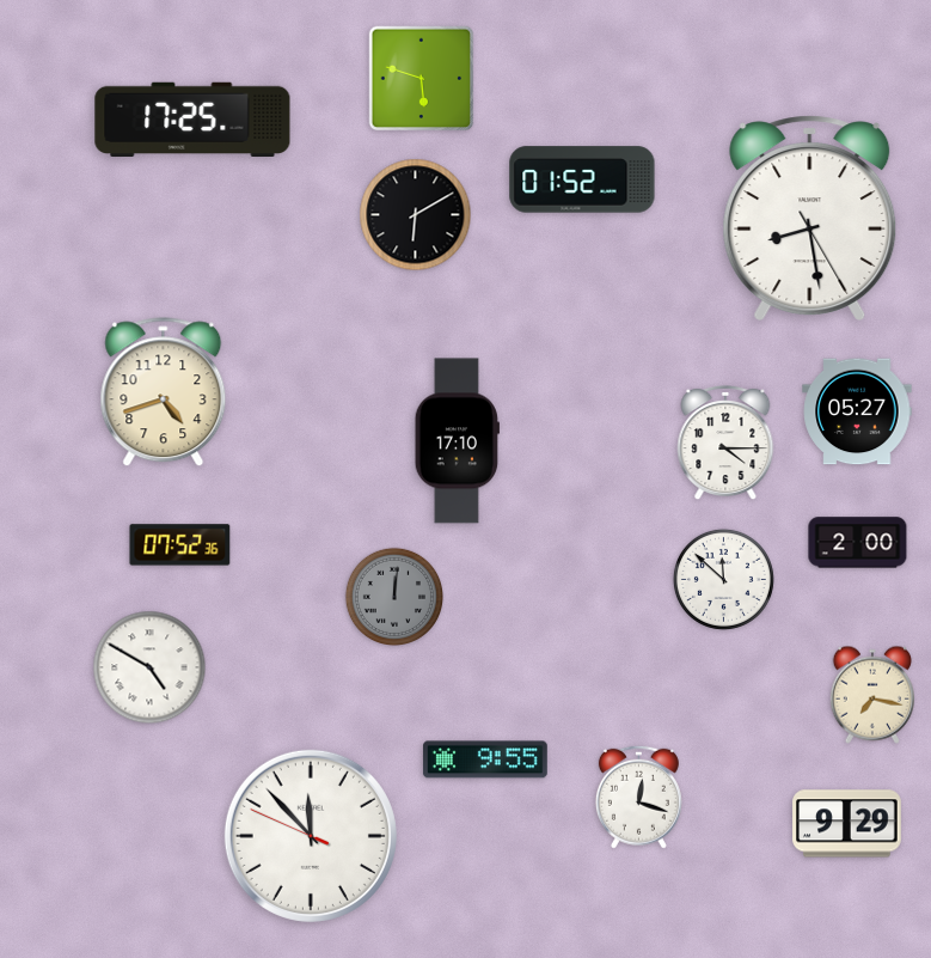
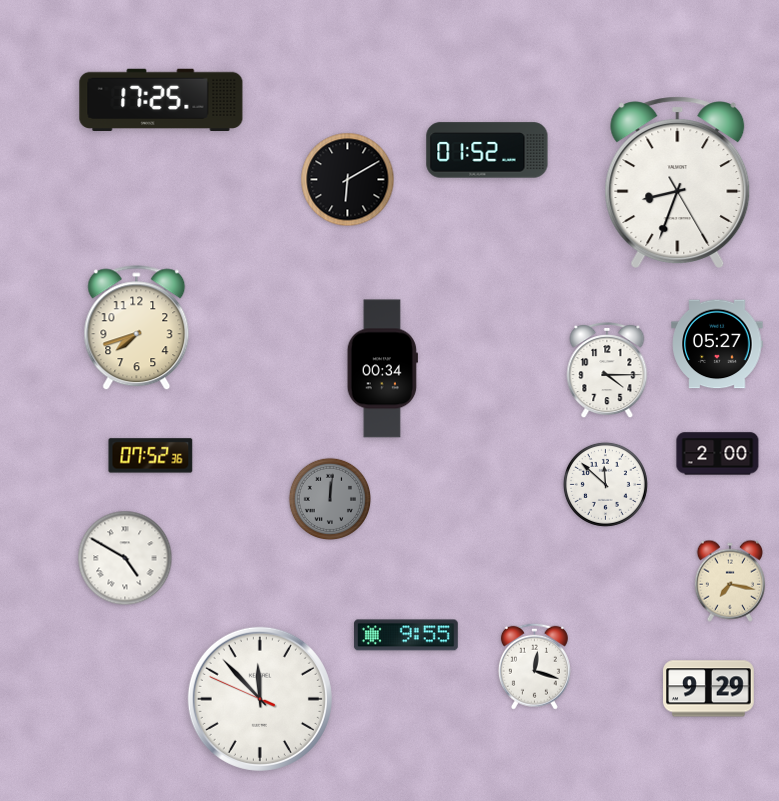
clock at (422, 79): 5:48 -> none
clock at (810, 218): 8:28 -> 8:33
clock at (164, 392): 4:42 -> 7:42
clock at (457, 441): 17:10 -> 00:34
